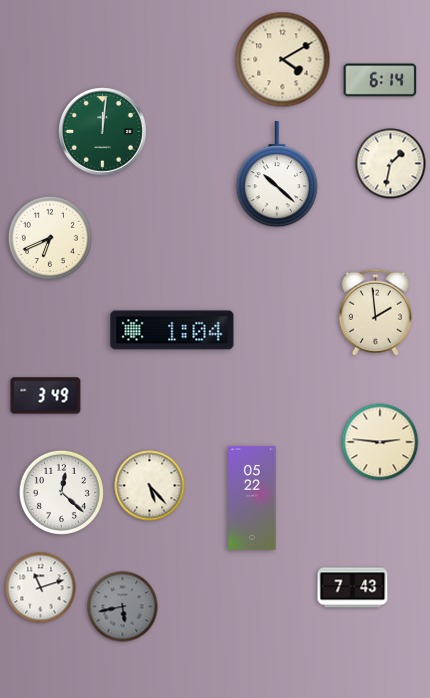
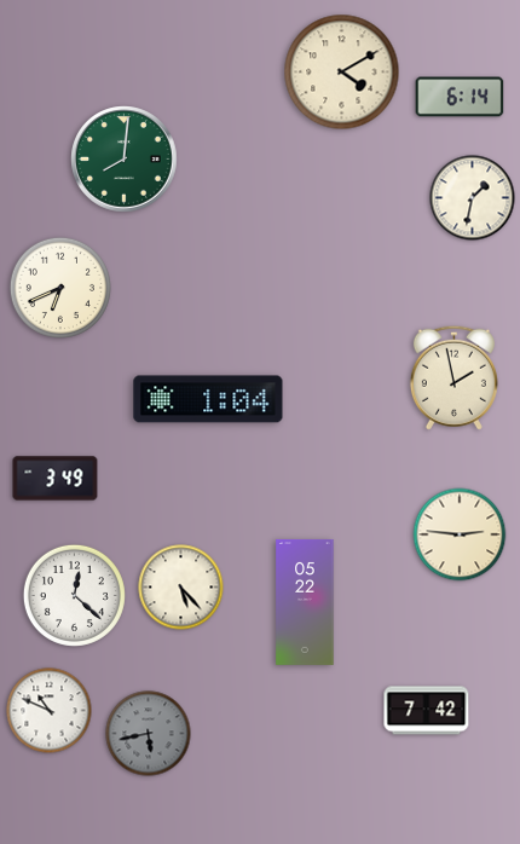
clock at (103, 132): 12:01 -> 8:01
clock at (277, 175): 10:22 -> none
clock at (375, 312): 1:59 -> 1:58
clock at (41, 588): 11:12 -> 10:49
clock at (353, 588): 7:43 -> 7:42
